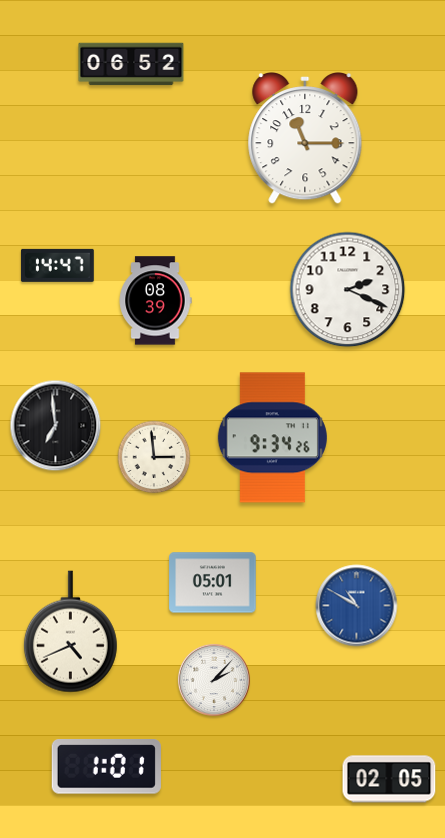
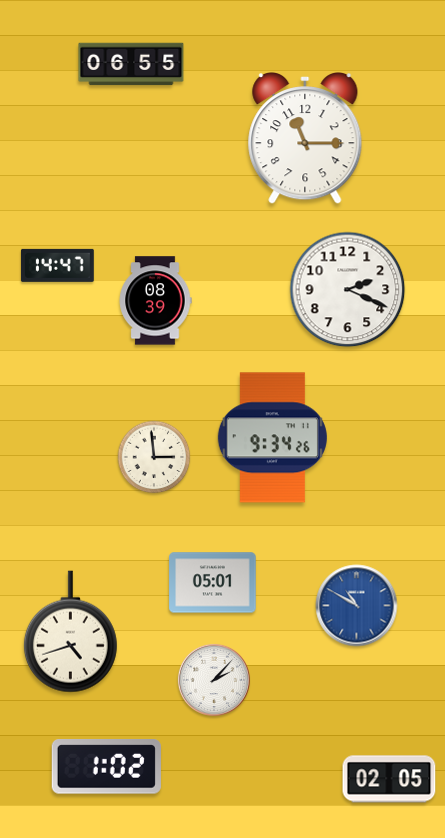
clock at (131, 64): 06:52 -> 06:55
clock at (56, 426): 6:59 -> none
clock at (70, 632): 4:41 -> 4:42
clock at (106, 767): 1:01 -> 1:02
